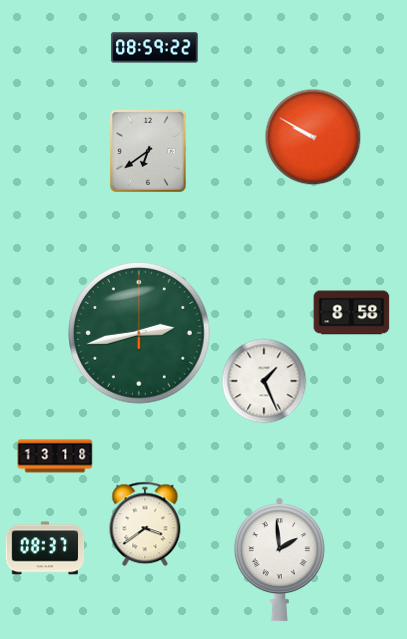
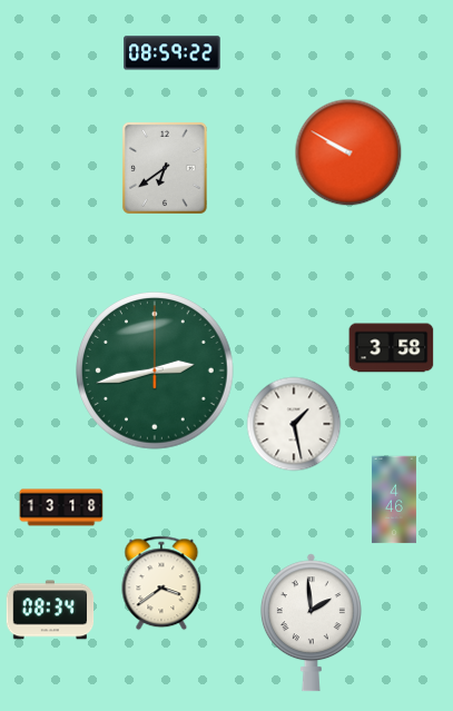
clock at (352, 313): 8:58 -> 3:58
clock at (264, 381): 1:26 -> 1:28
clock at (394, 500): none -> 4:46
clock at (45, 548): 08:37 -> 08:34
